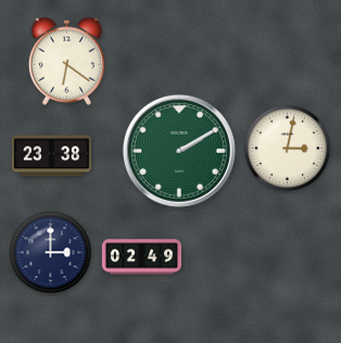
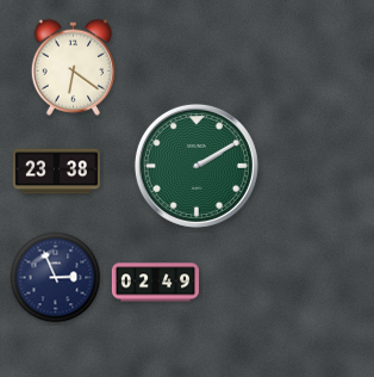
clock at (288, 149): 3:02 -> none
clock at (51, 253): 3:00 -> 2:56
